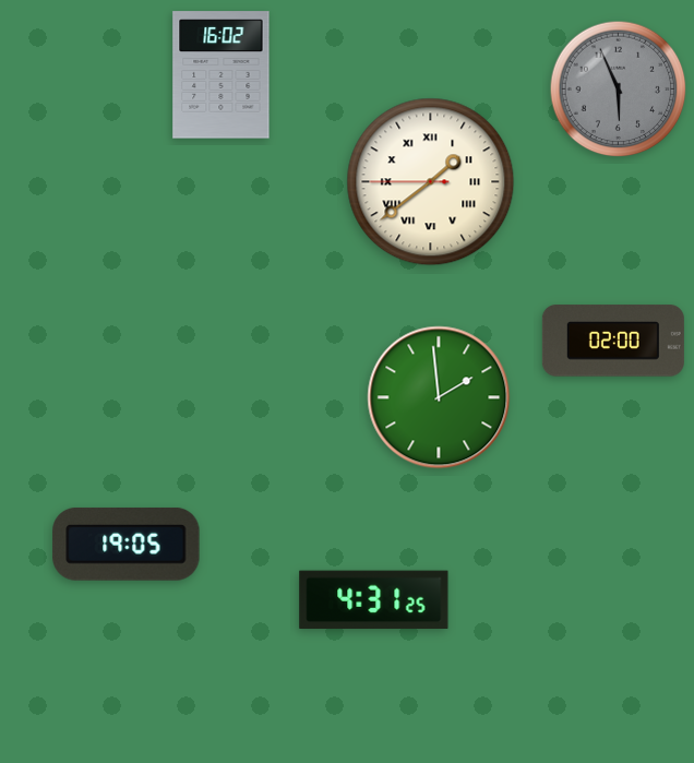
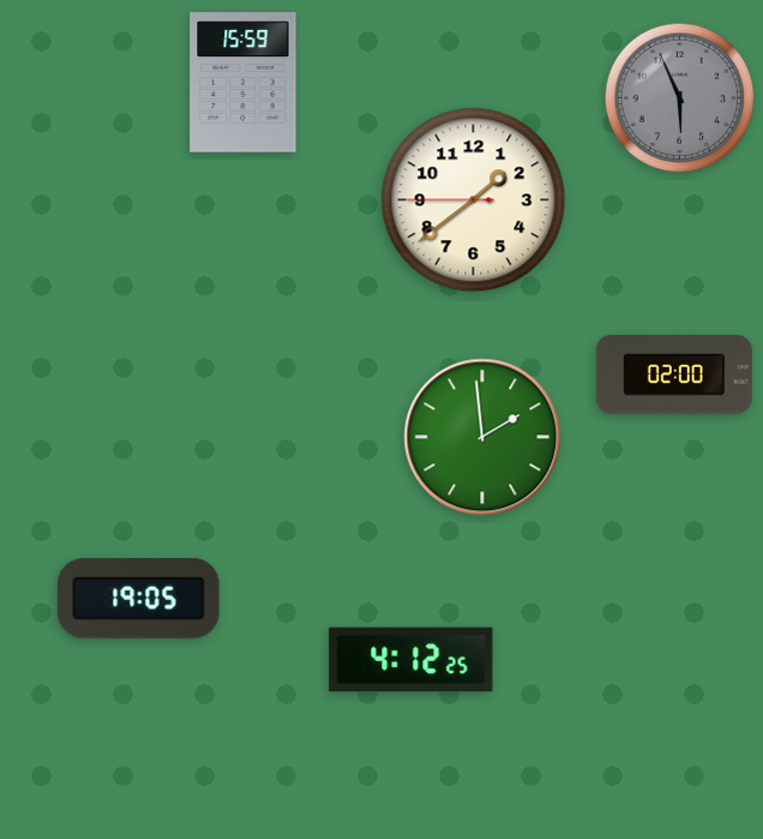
clock at (222, 75): 16:02 -> 15:59
clock at (431, 182) numerals: Roman -> Arabic
clock at (374, 600): 4:31 -> 4:12
